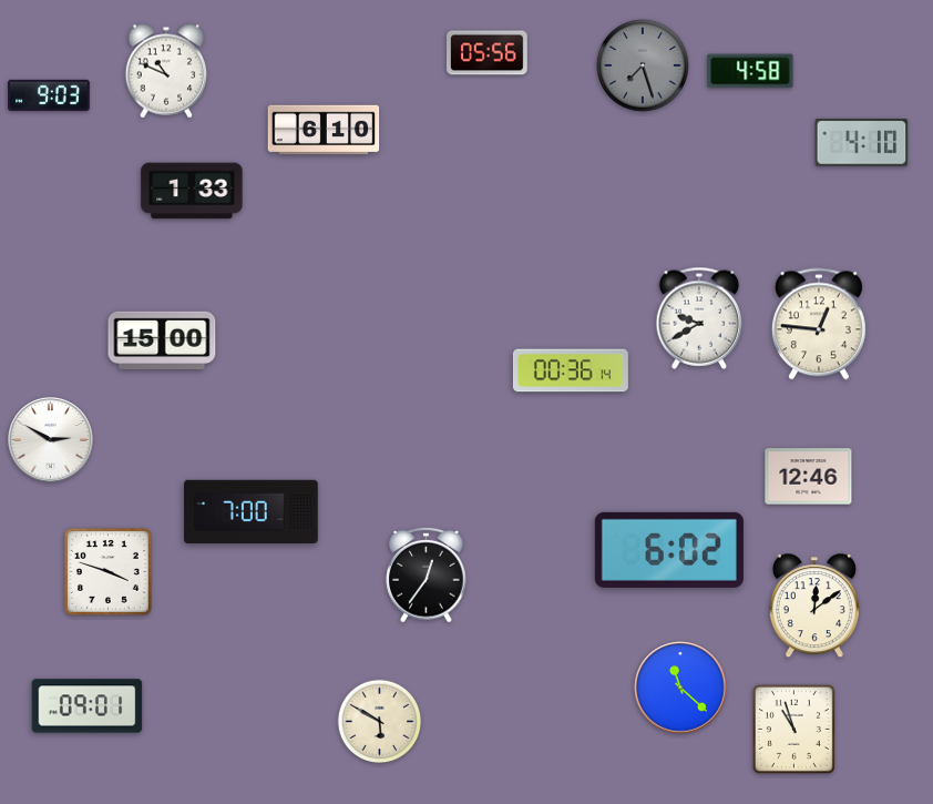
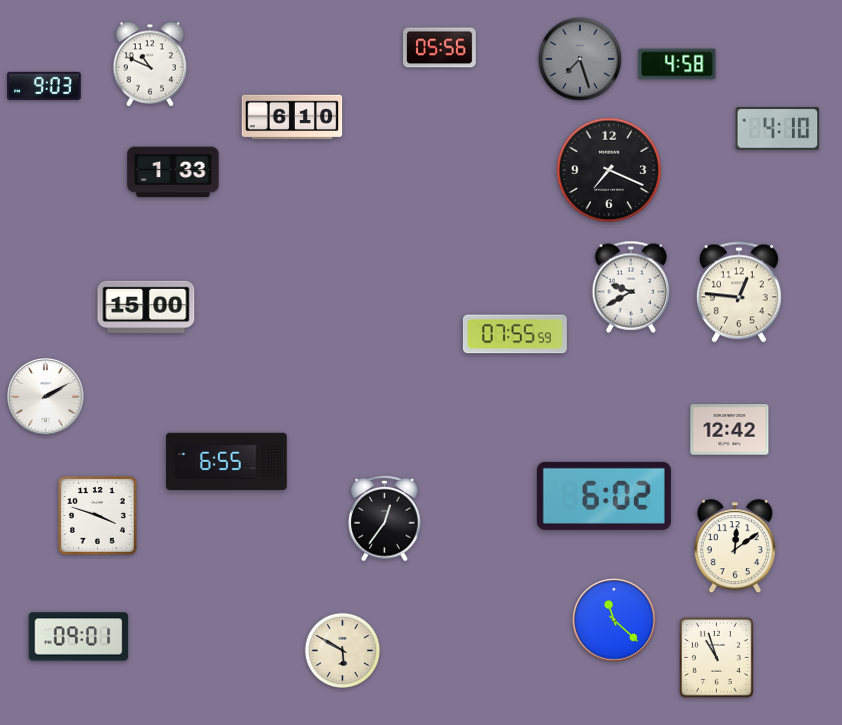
clock at (609, 170): none -> 7:19
clock at (571, 370): 00:36 -> 07:55
clock at (51, 440): 2:50 -> 2:10
clock at (809, 477): 12:46 -> 12:42
clock at (252, 511): 7:00 -> 6:55
